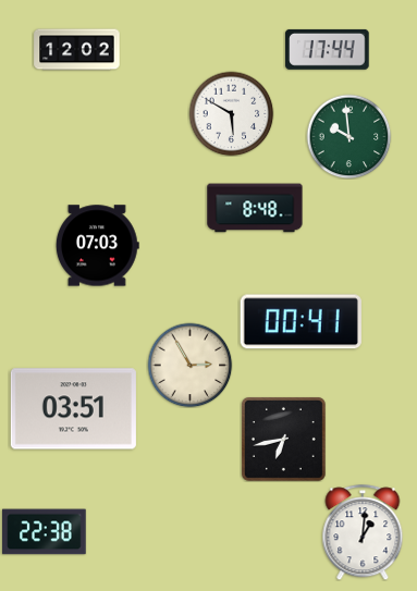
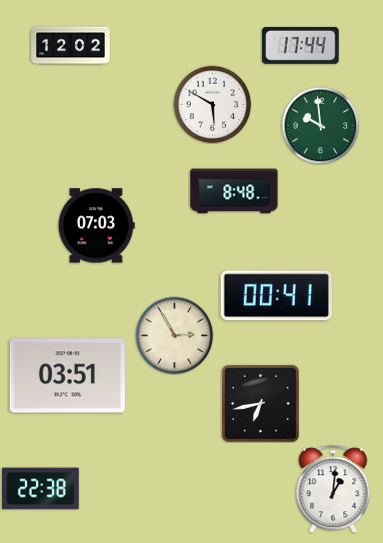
clock at (97, 246) position: (97, 246) -> (96, 226)
